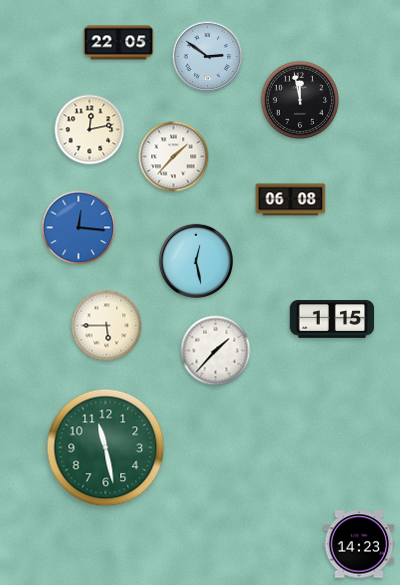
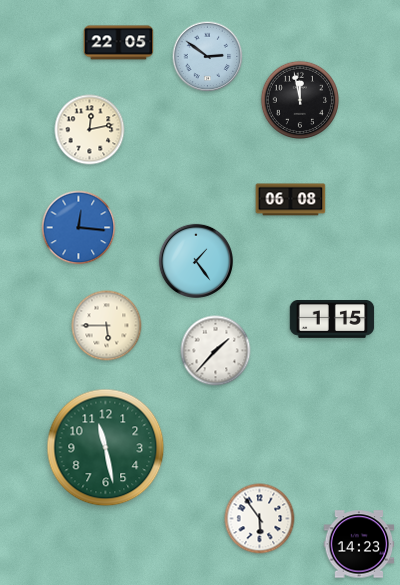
clock at (174, 157): 1:37 -> none
clock at (196, 261): 12:28 -> 1:24
clock at (260, 519): none -> 5:54
